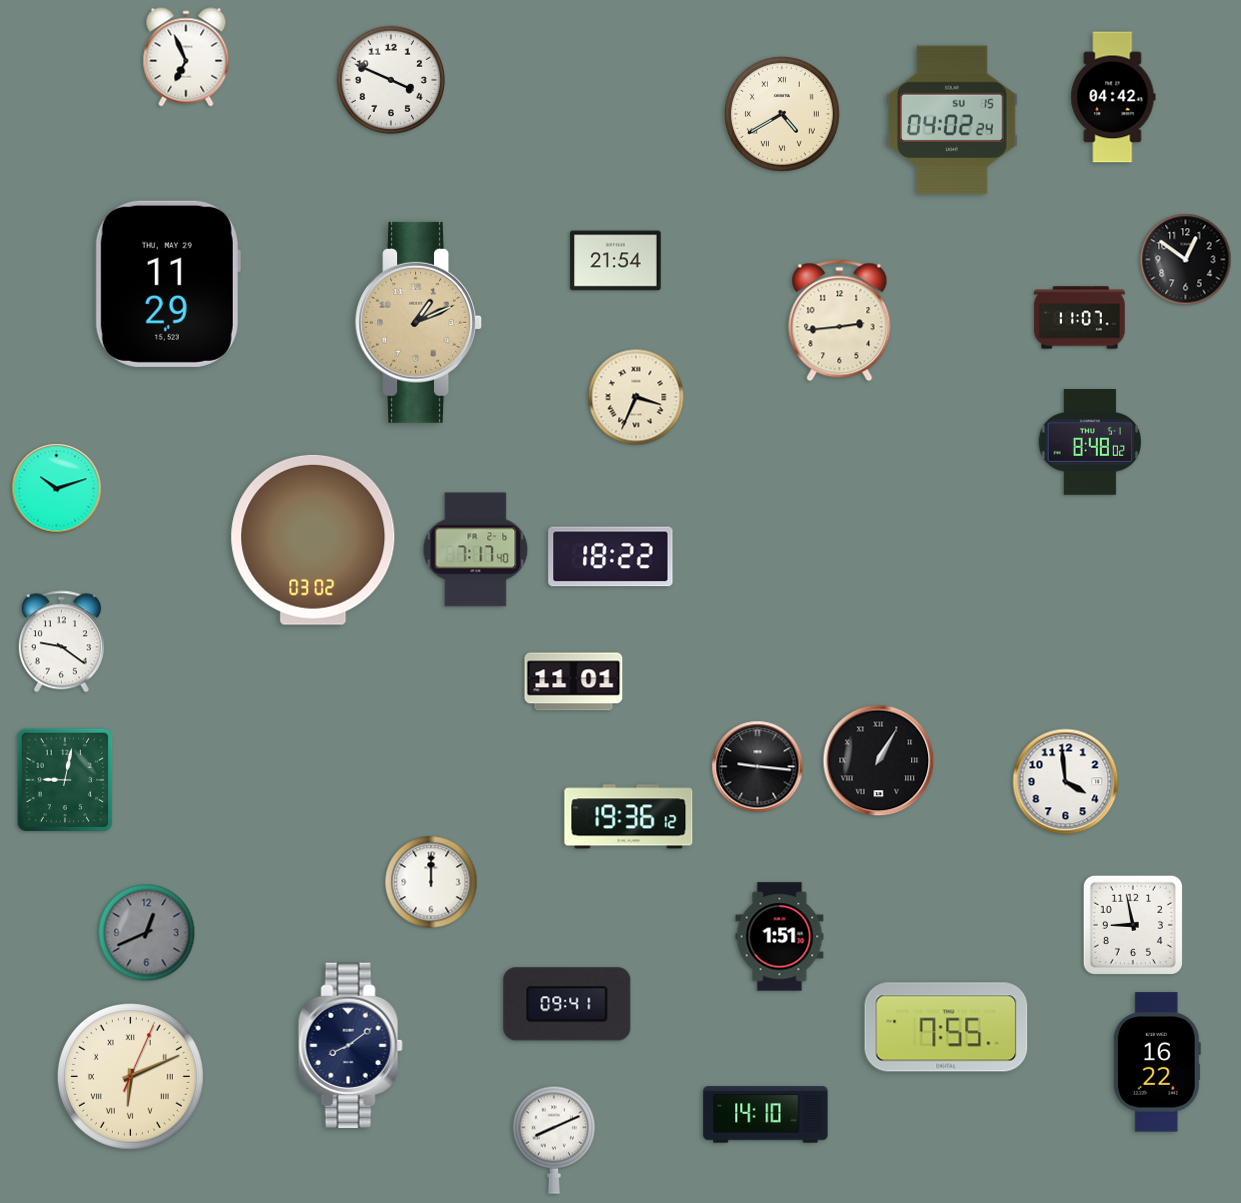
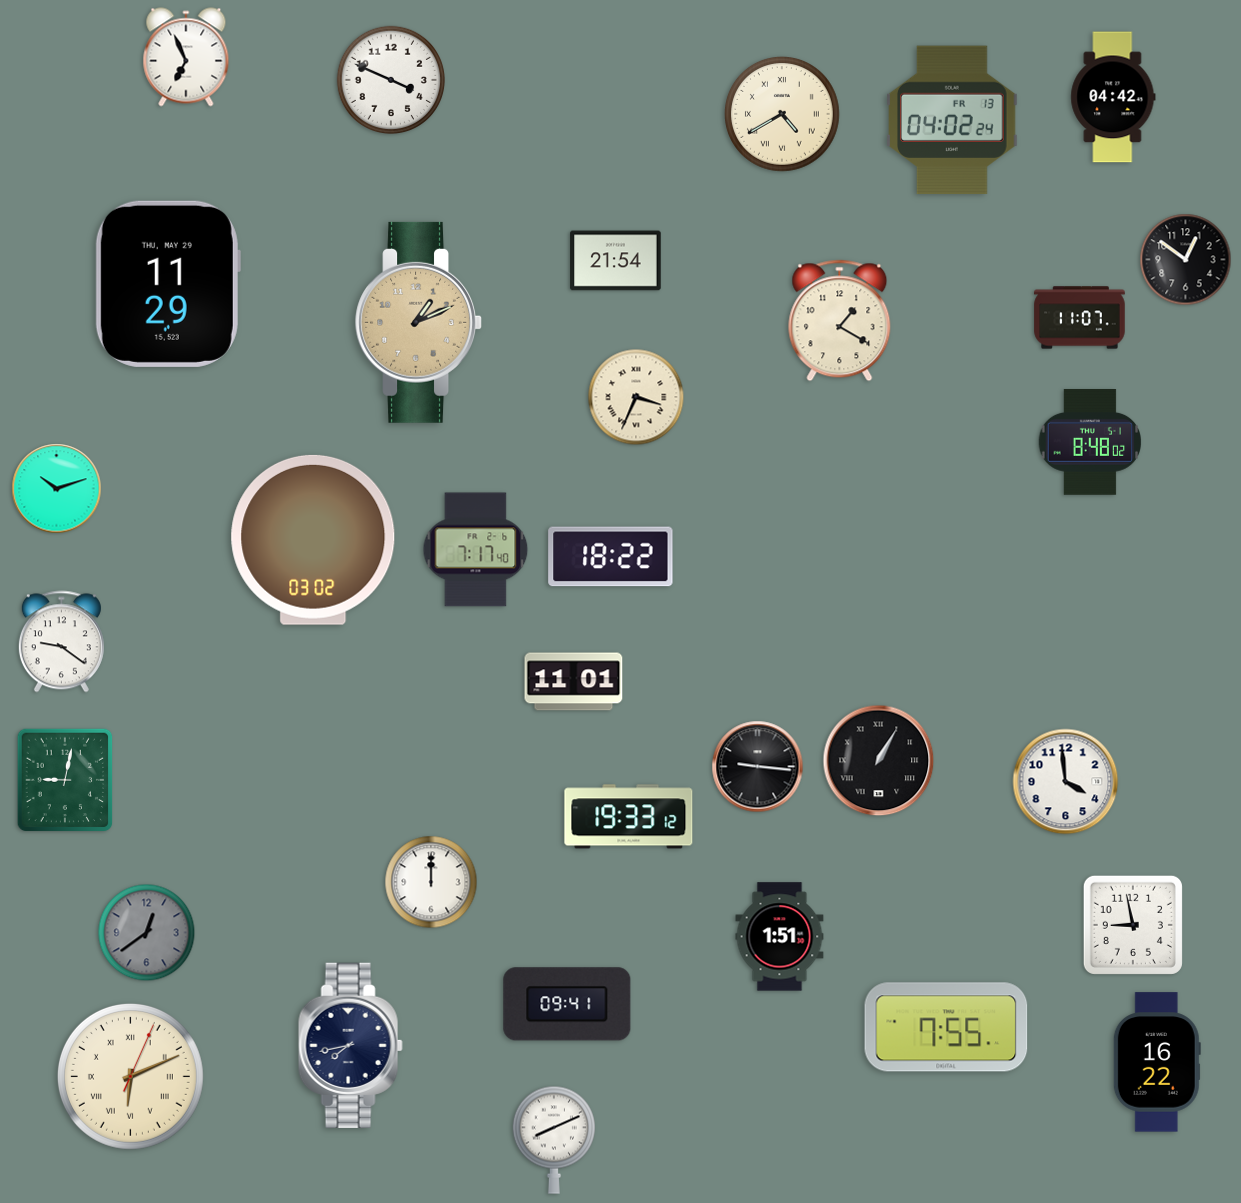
clock at (952, 120) date: SU 15 -> FR 13
clock at (840, 321): 2:44 -> 1:20
clock at (629, 817): 19:36 -> 19:33
clock at (147, 933): 12:41 -> 12:39
clock at (350, 1045): 8:09 -> 7:43
clock at (766, 1115): 14:10 -> none
